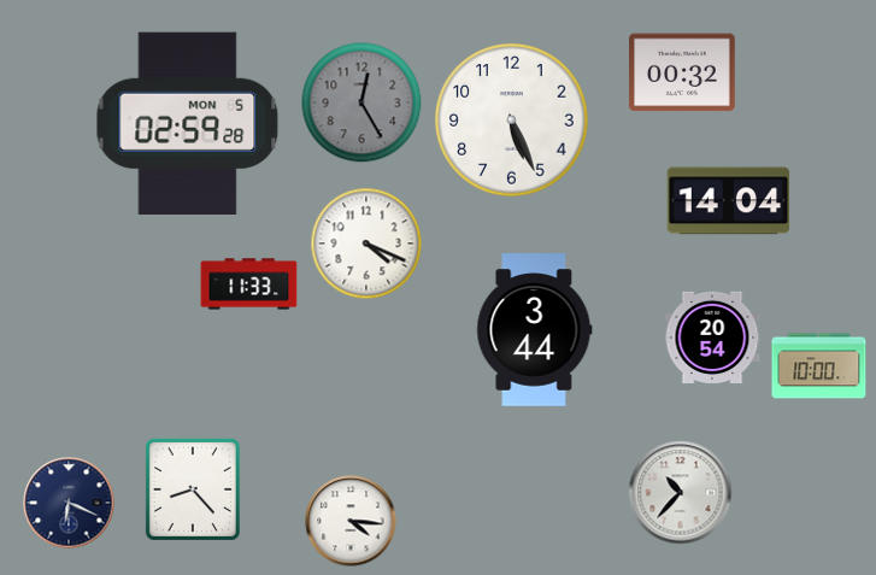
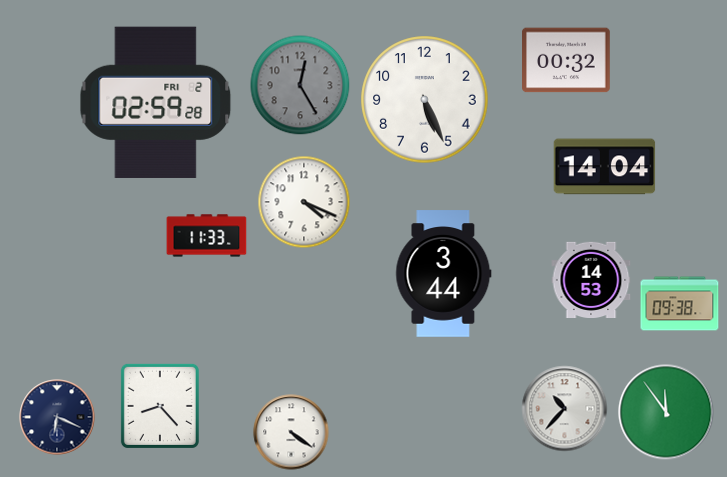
clock at (188, 123) date: MON 5 -> FRI 2
clock at (712, 336): 20:54 -> 14:53
clock at (819, 366): 10:00 -> 09:38
clock at (666, 412): none -> 11:54
clock at (351, 521): 4:16 -> 4:21
